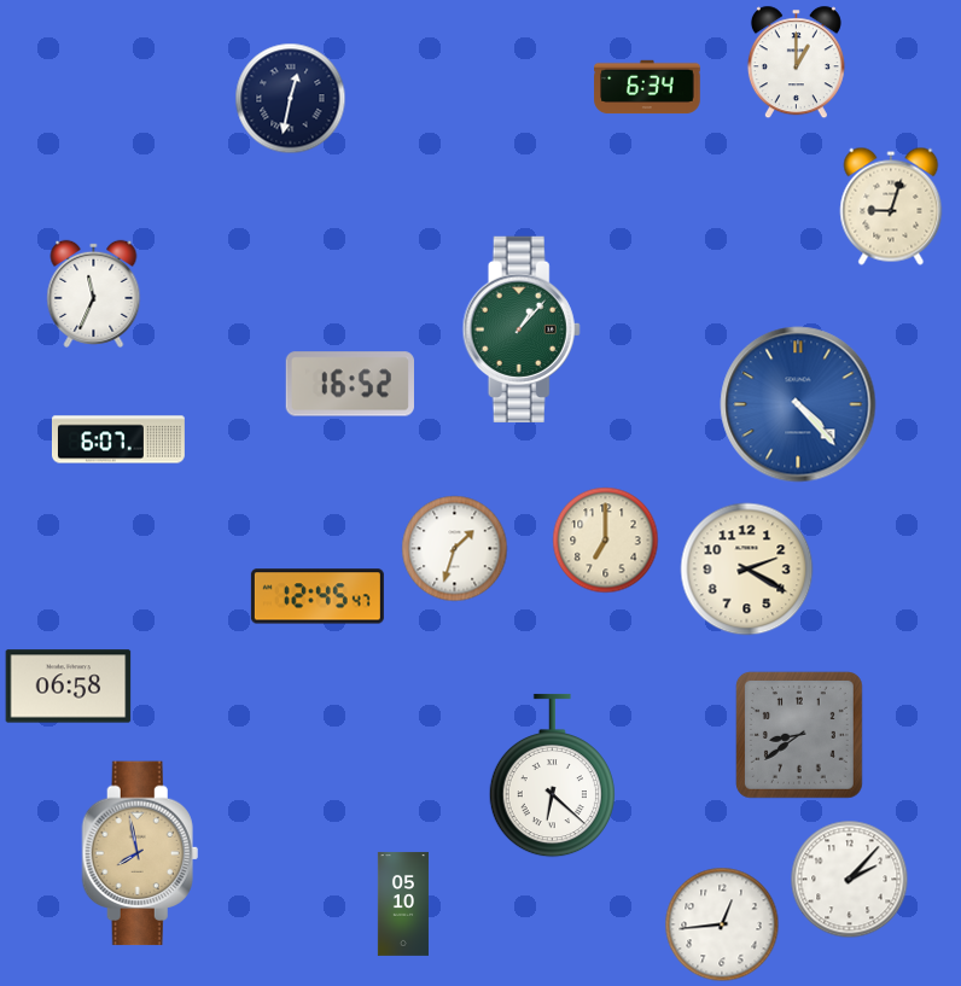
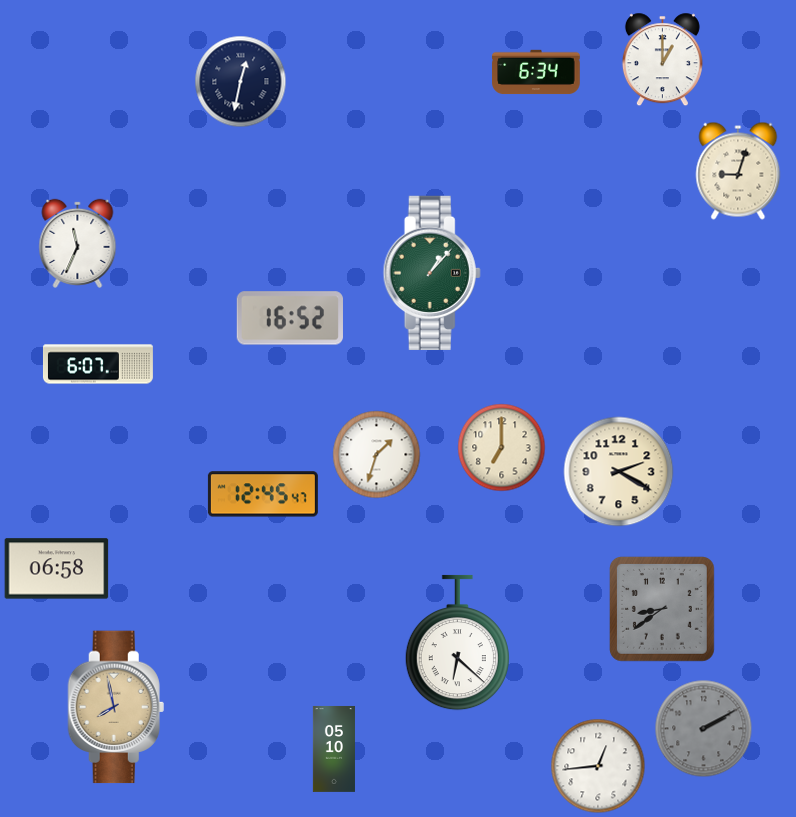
clock at (796, 63) position: (796, 63) -> (662, 60)
clock at (798, 404): 4:23 -> none
clock at (850, 880): 2:07 -> 2:10
clock at (850, 880) dial: white -> grey
